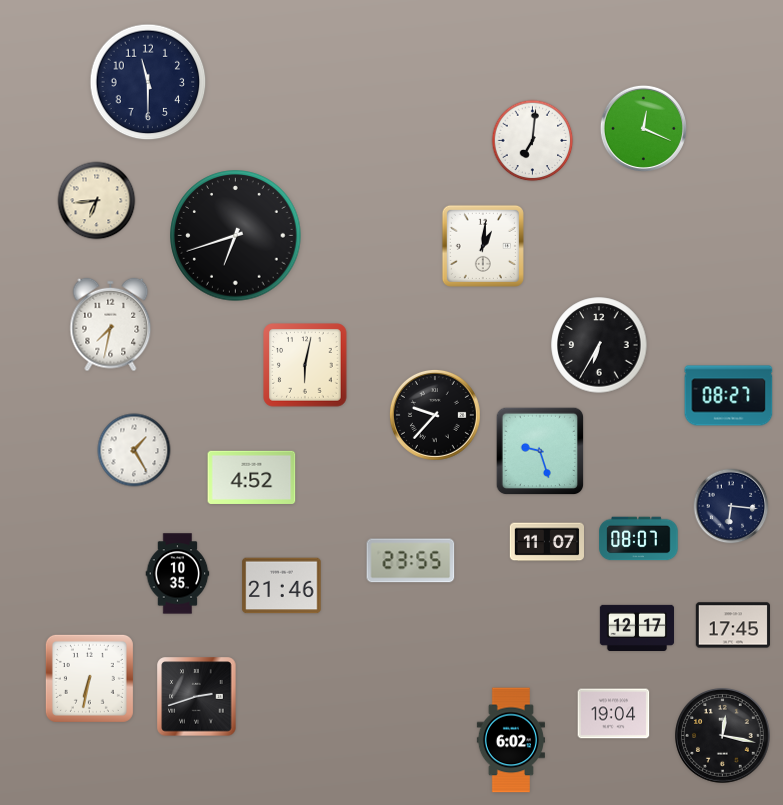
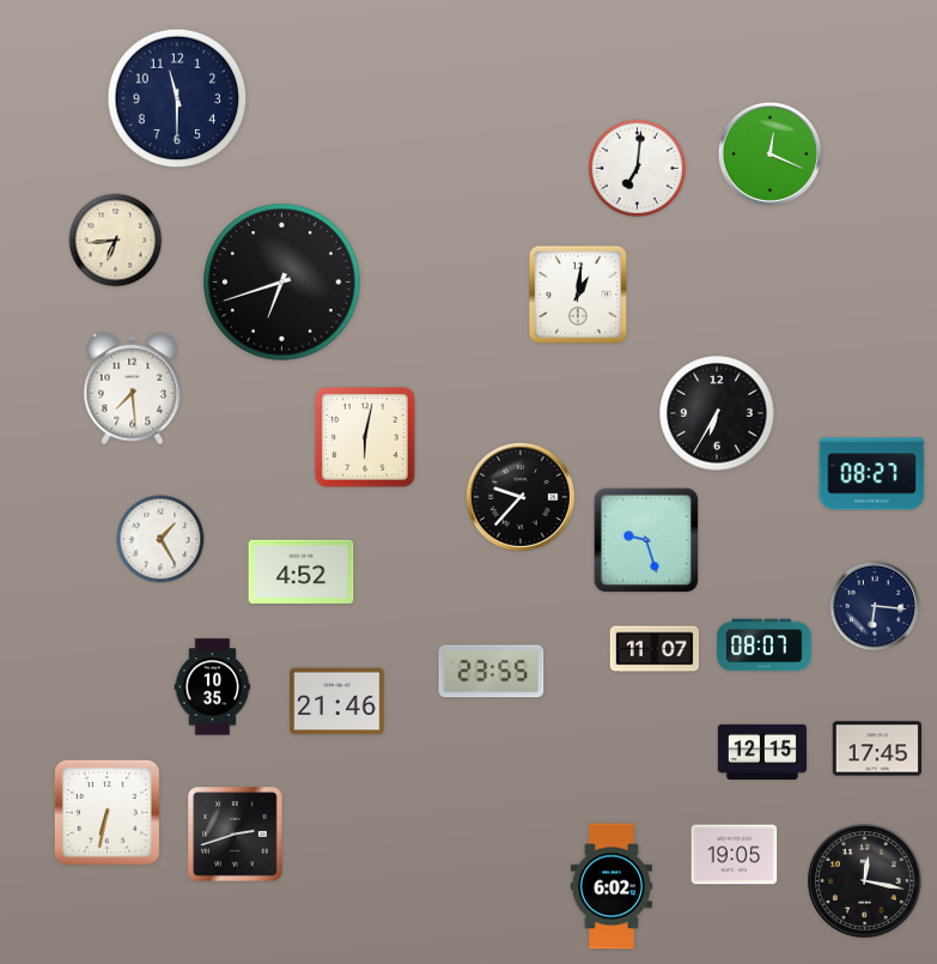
clock at (111, 325): 7:32 -> 7:29
clock at (636, 627): 12:17 -> 12:15
clock at (614, 714): 19:04 -> 19:05
